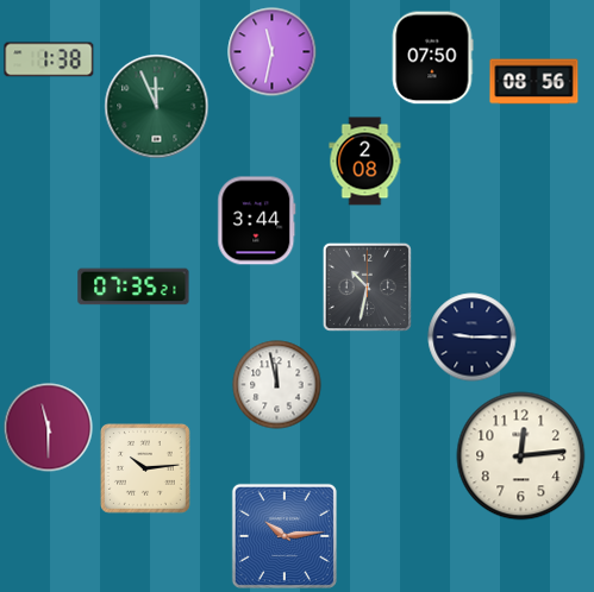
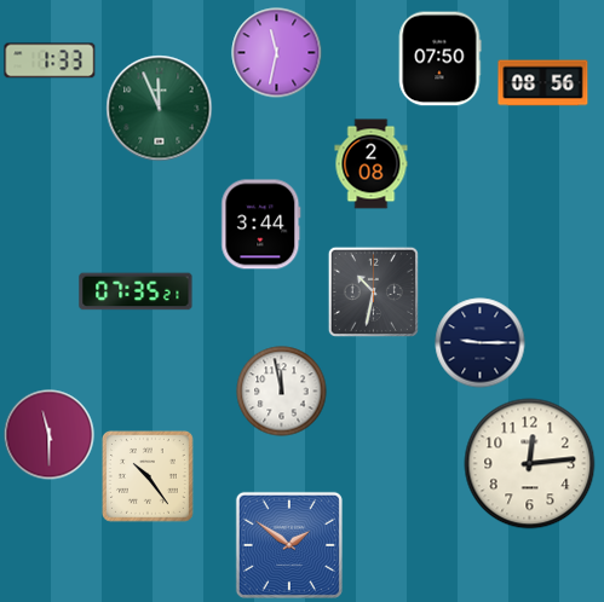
clock at (49, 59): 1:38 -> 1:33
clock at (146, 470): 10:14 -> 10:24
clock at (285, 536): 10:14 -> 1:51
